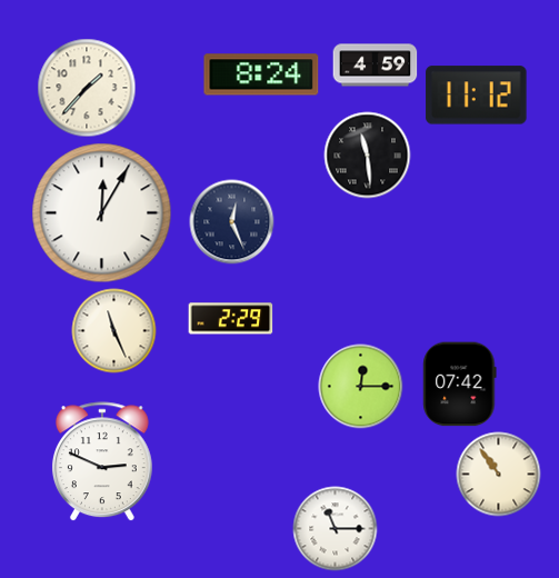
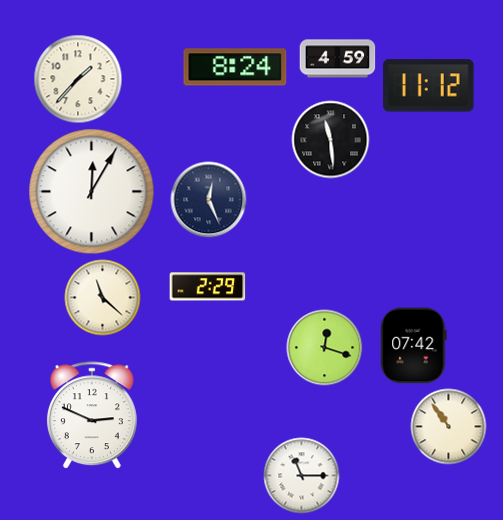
clock at (114, 331): 11:26 -> 11:22
clock at (361, 387): 12:15 -> 12:18
